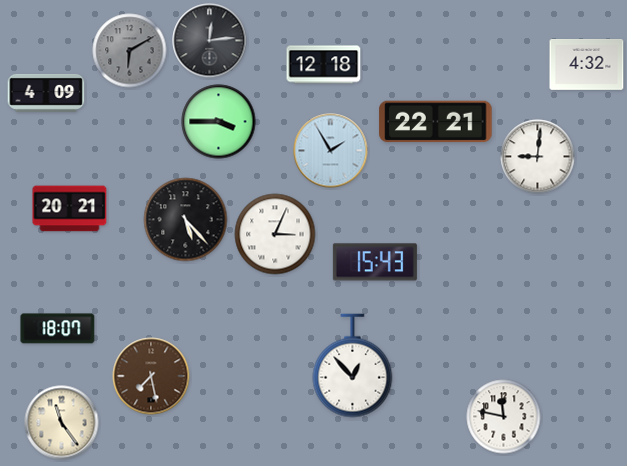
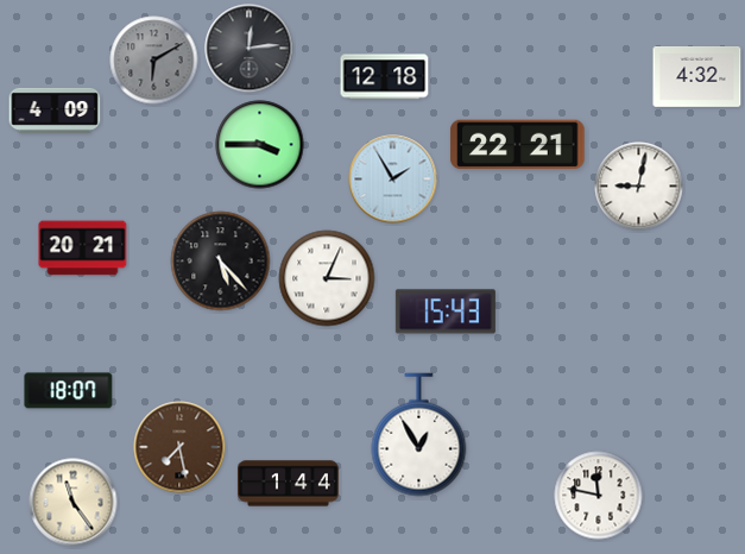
clock at (538, 157): 9:01 -> 9:02
clock at (353, 366): 12:53 -> 12:55
clock at (288, 484): none -> 1:44
